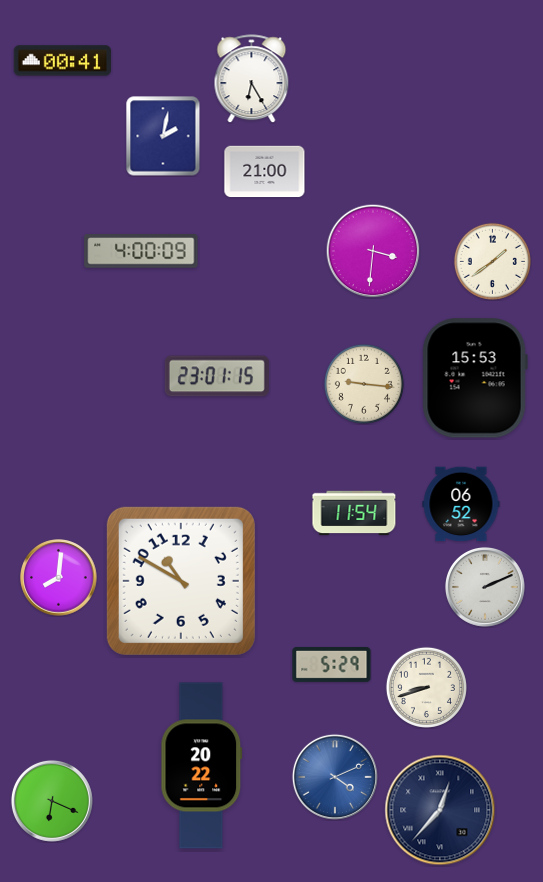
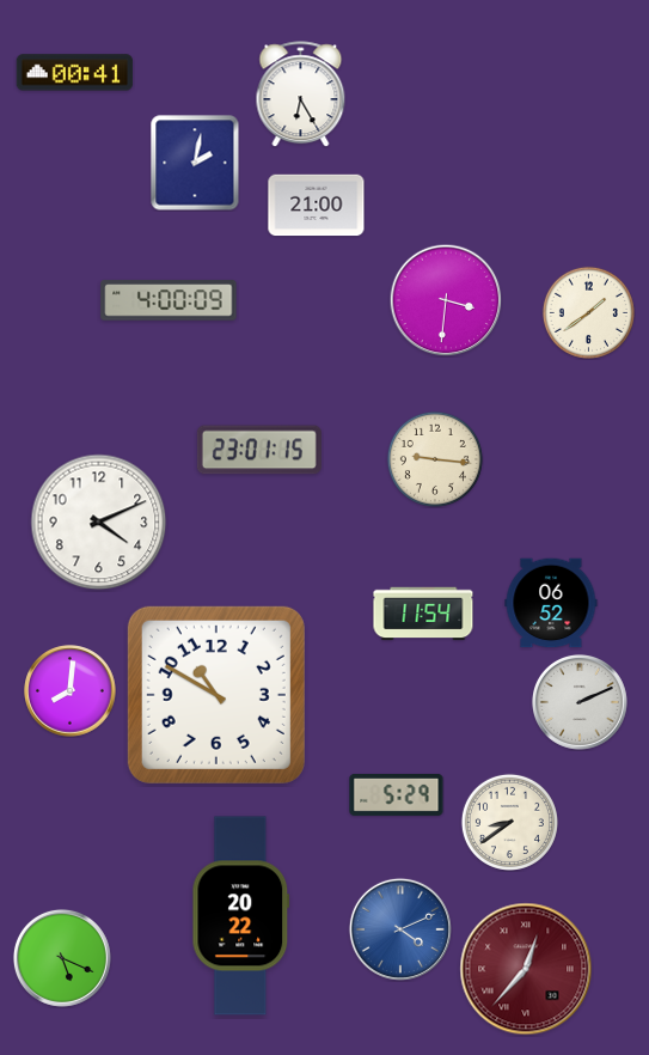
clock at (475, 378): 15:53 -> none
clock at (99, 523): none -> 4:11
clock at (426, 687): 8:42 -> 8:39
clock at (52, 801): 6:19 -> 5:19
clock at (440, 810) dial: navy -> burgundy
